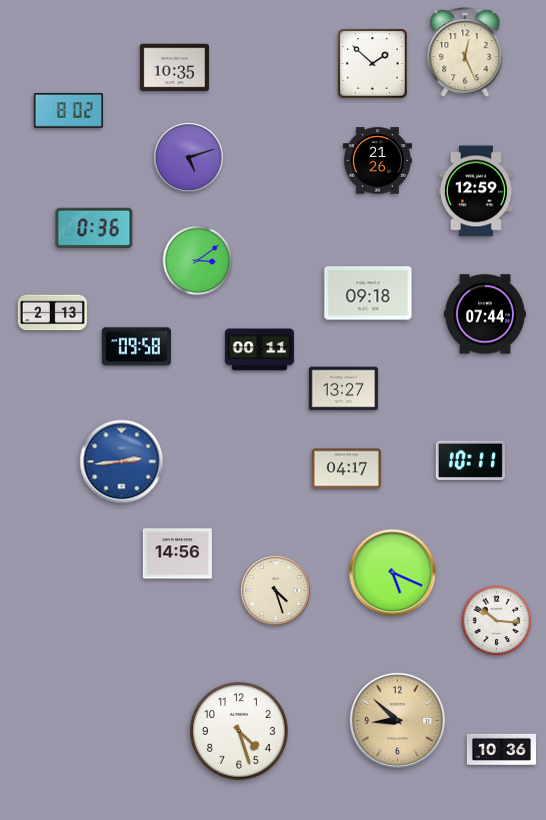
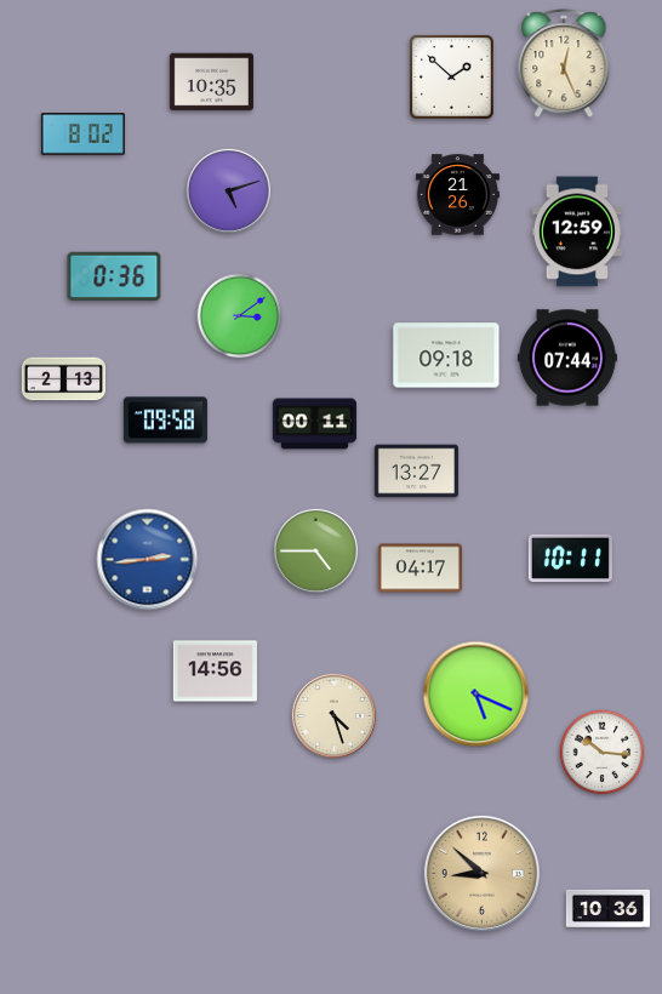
clock at (485, 314) position: (485, 314) -> (567, 358)
clock at (315, 550): none -> 4:45
clock at (239, 731): 4:27 -> none
